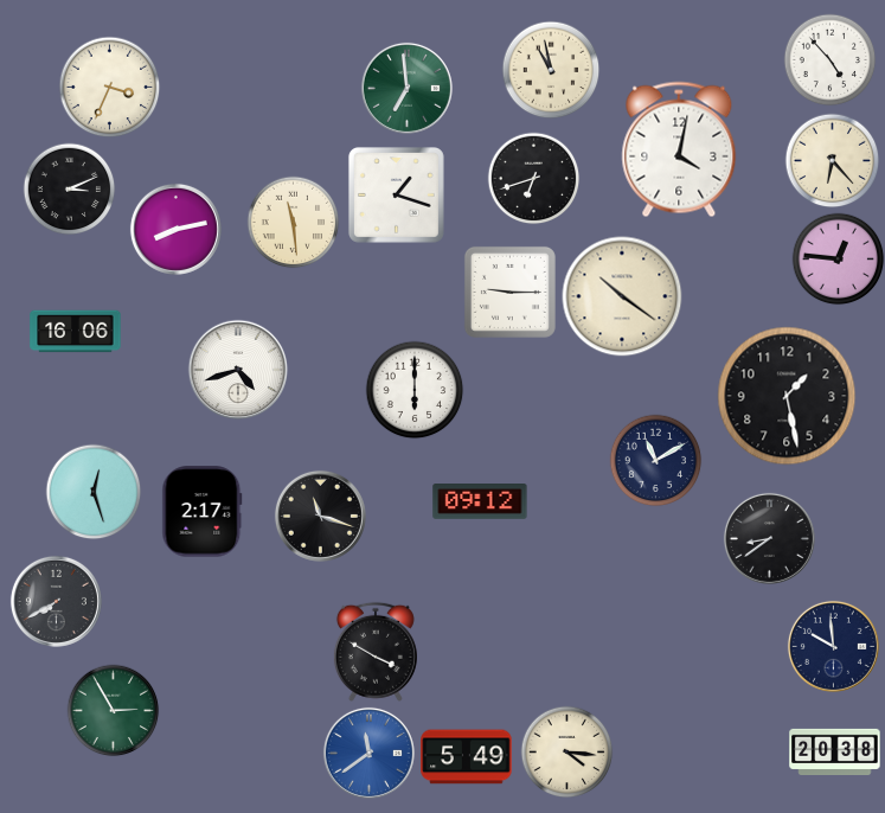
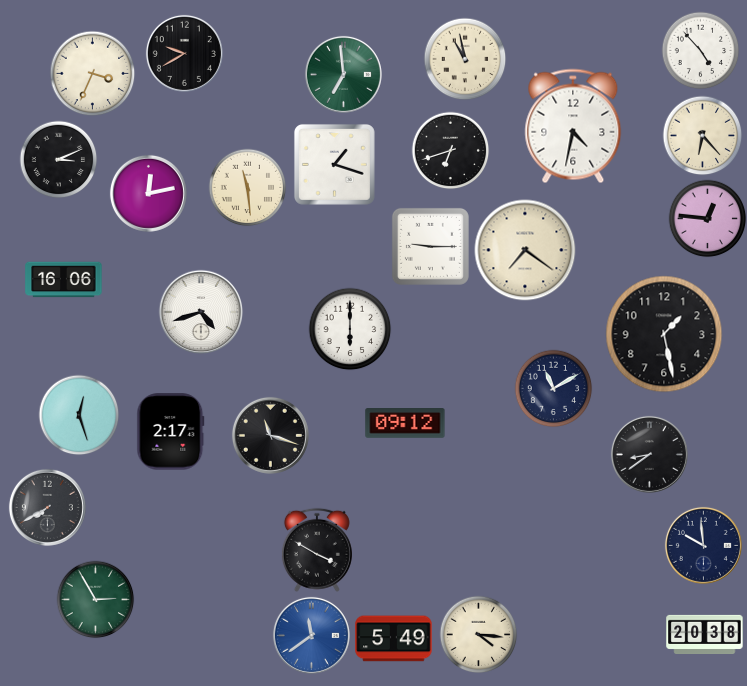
clock at (184, 53): none -> 9:40
clock at (679, 149): 4:02 -> 4:32
clock at (175, 229): 8:13 -> 12:13
clock at (622, 296): 10:21 -> 7:21
